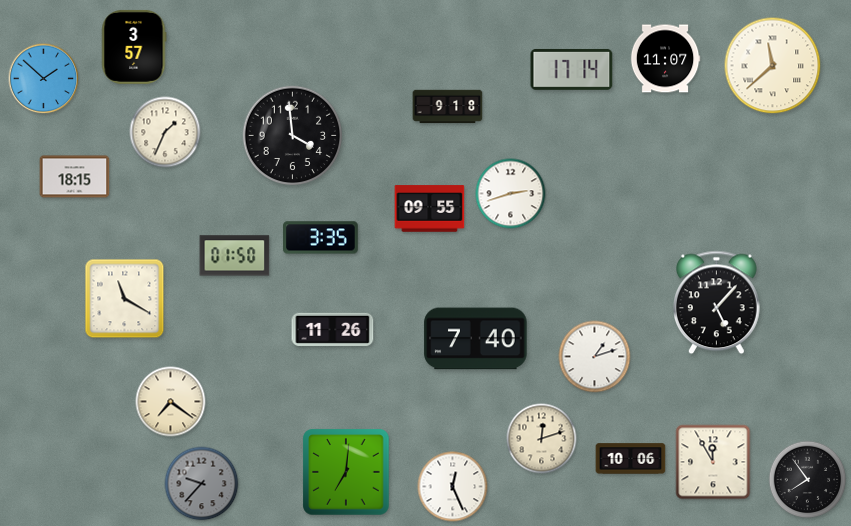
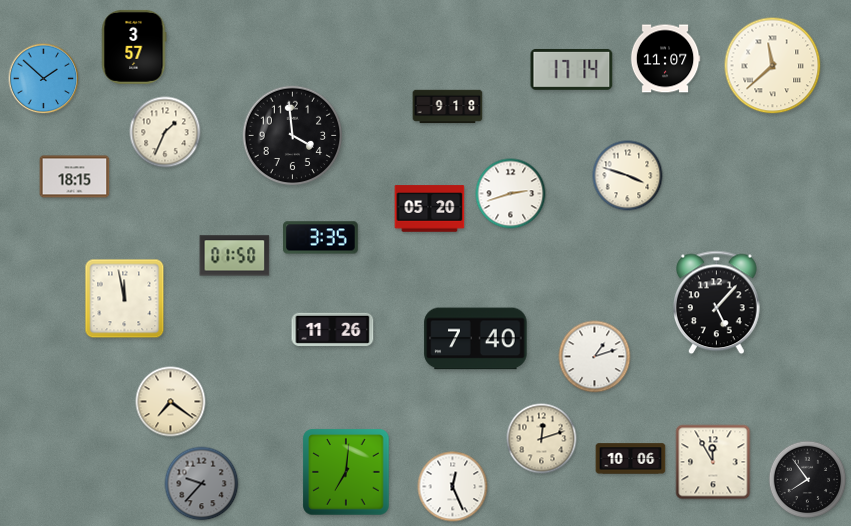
clock at (628, 176): none -> 3:48
clock at (430, 209): 09:55 -> 05:20
clock at (125, 299): 11:20 -> 11:58
